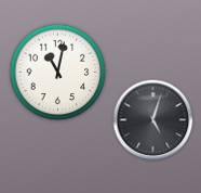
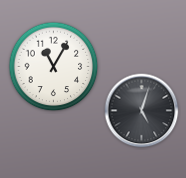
clock at (58, 73): 11:02 -> 11:05
